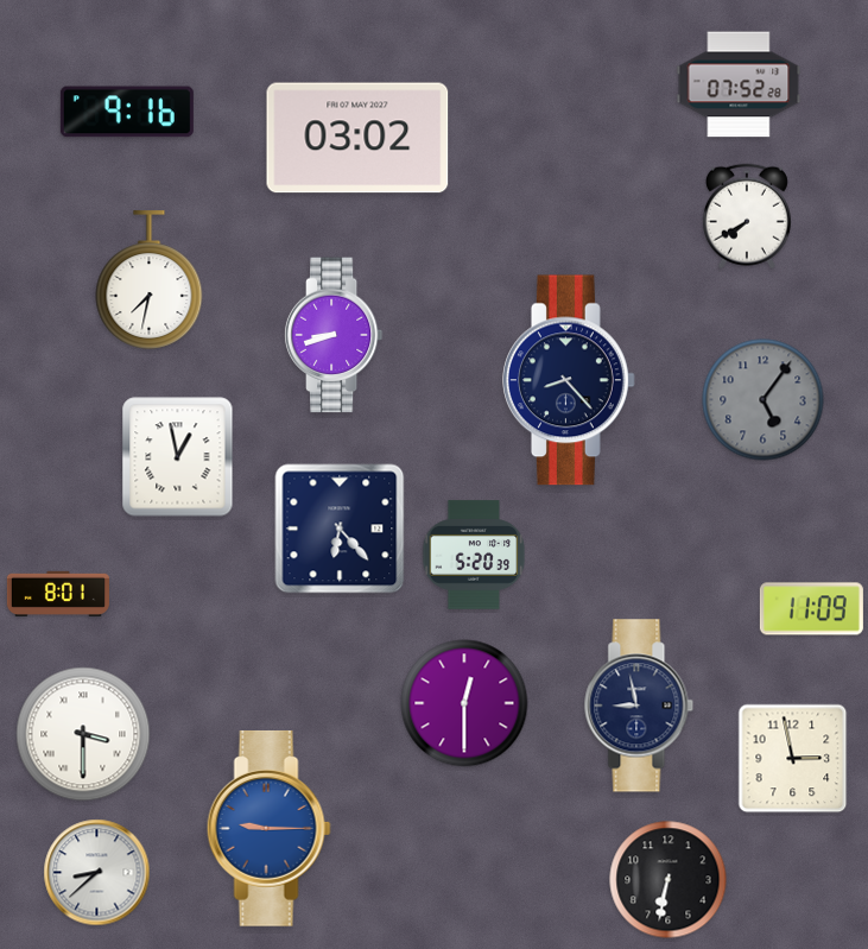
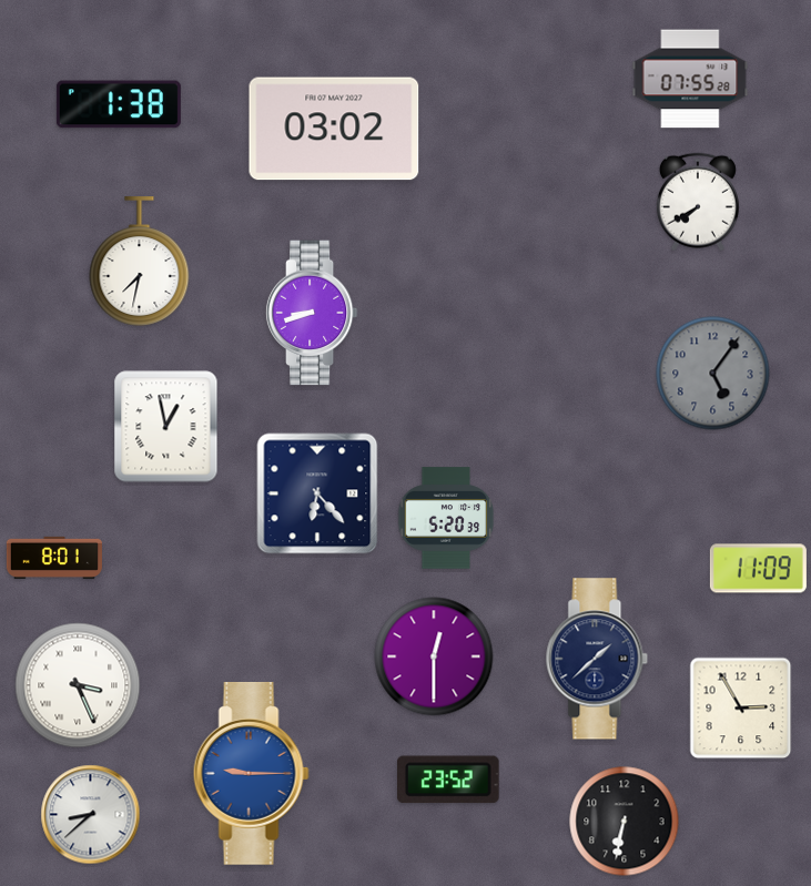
clock at (739, 84): 07:52 -> 07:55
clock at (127, 112): 9:16 -> 1:38
clock at (570, 380): 8:23 -> none
clock at (474, 555) position: (474, 555) -> (446, 518)
clock at (58, 594) position: (58, 594) -> (54, 558)
clock at (639, 706): 8:58 -> 1:38
clock at (83, 734): 3:30 -> 3:26
clock at (793, 759): 2:58 -> 2:55
clock at (449, 780): none -> 23:52
